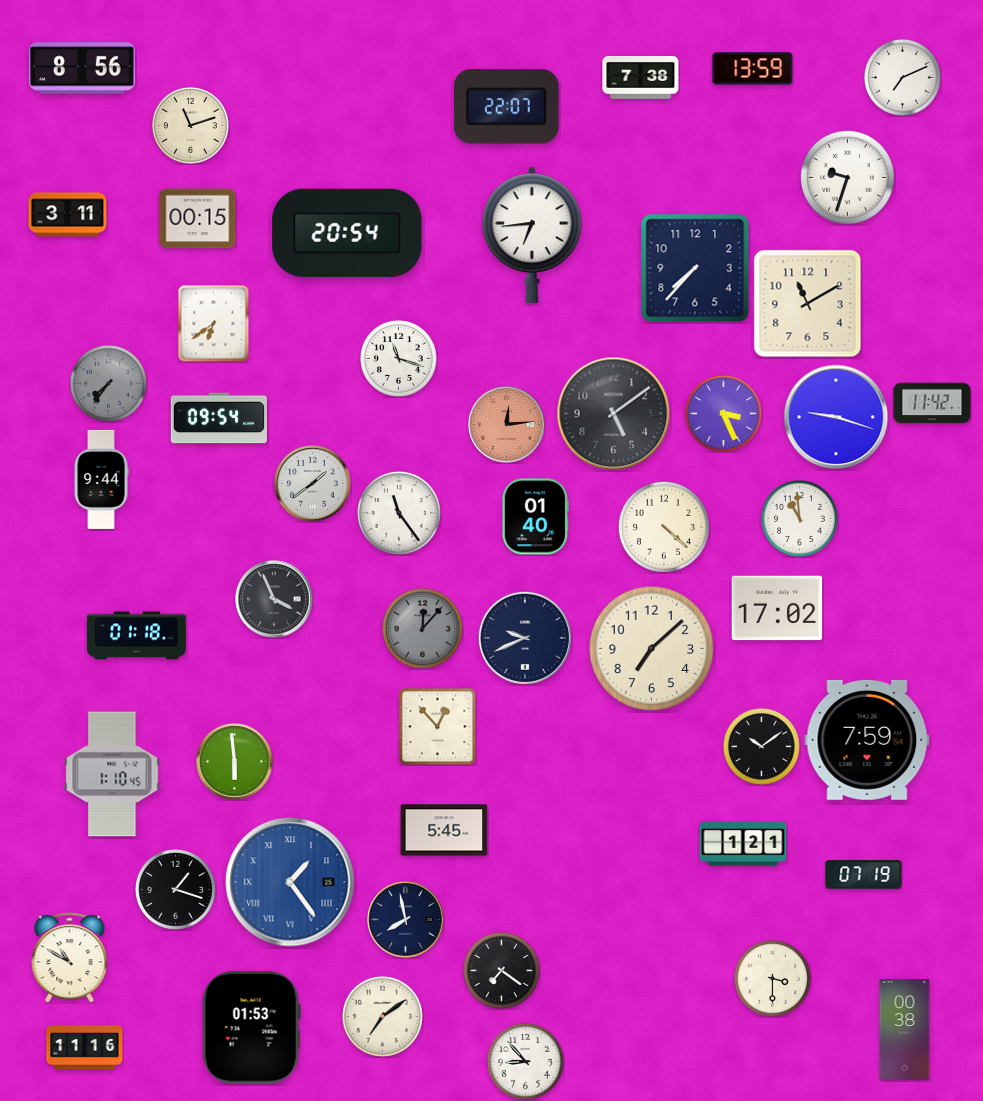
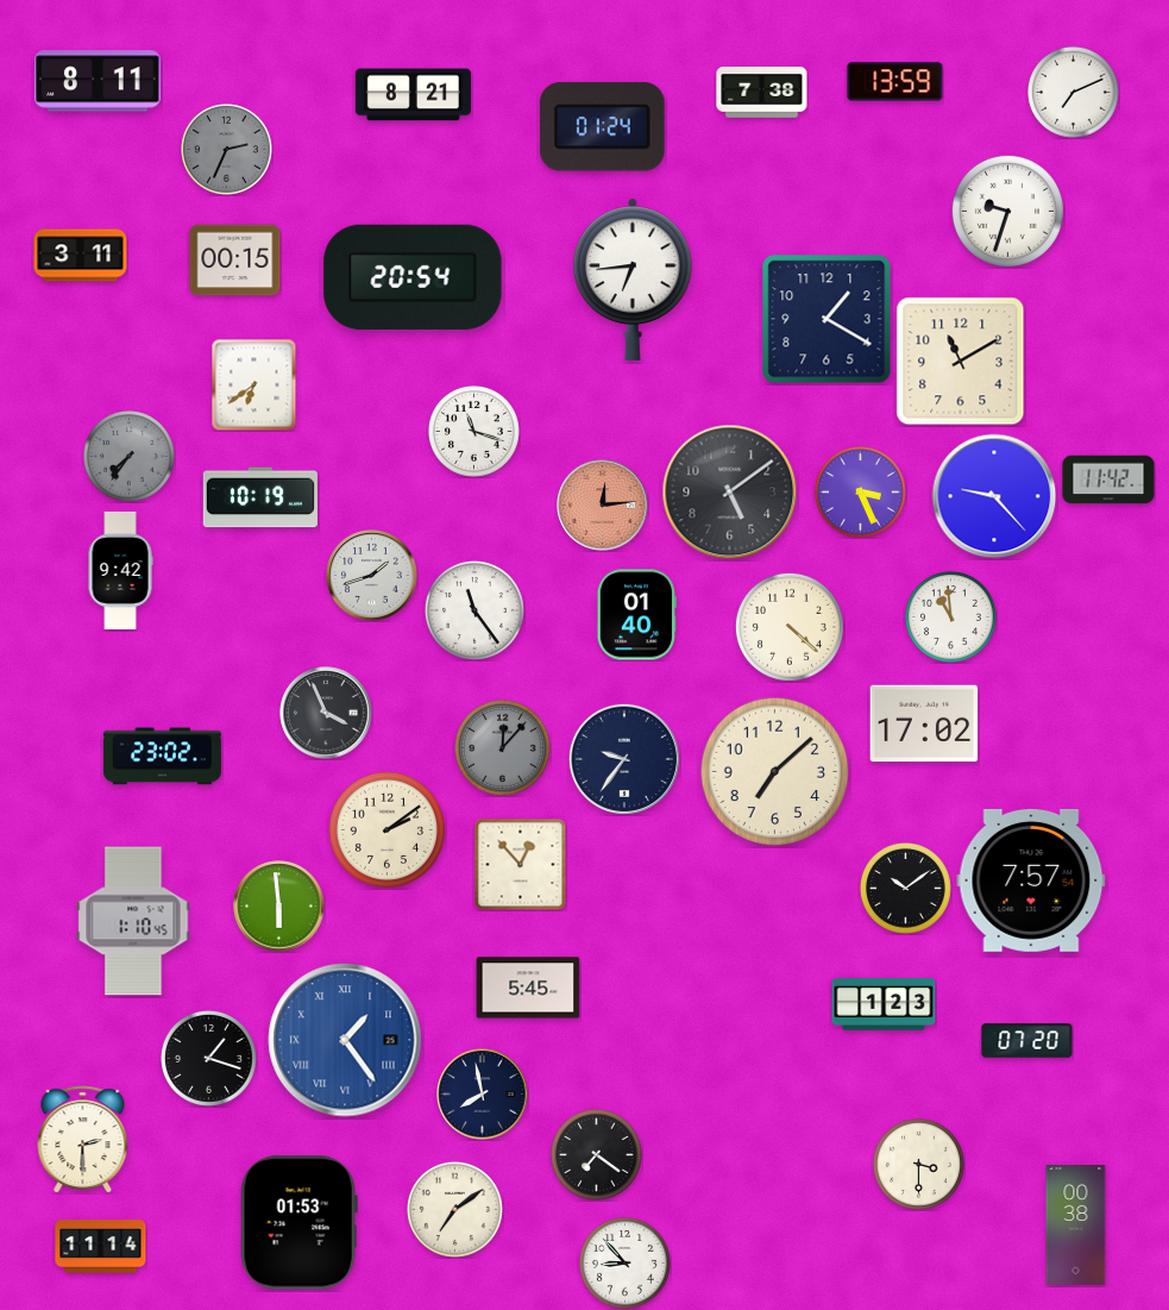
clock at (82, 68): 8:56 -> 8:11
clock at (413, 95): none -> 8:21
clock at (506, 107): 22:07 -> 01:24
clock at (191, 126): 11:12 -> 2:34
clock at (191, 126) dial: cream -> grey
clock at (695, 268): 7:37 -> 1:20
clock at (399, 359) position: (399, 359) -> (474, 432)
clock at (836, 417): 9:18 -> 9:23
clock at (219, 418): 09:54 -> 10:19
clock at (101, 479): 9:44 -> 9:42
clock at (313, 484): 1:39 -> 1:42
clock at (136, 636): 01:18 -> 23:02
clock at (525, 638): 9:41 -> 9:36
clock at (386, 829): none -> 2:09
clock at (867, 740): 7:59 -> 7:57
clock at (743, 844): 1:21 -> 1:23
clock at (864, 875): 07:19 -> 07:20
clock at (290, 882) position: (290, 882) -> (345, 1040)
clock at (70, 958): 10:50 -> 2:30
clock at (85, 1048): 11:16 -> 11:14
